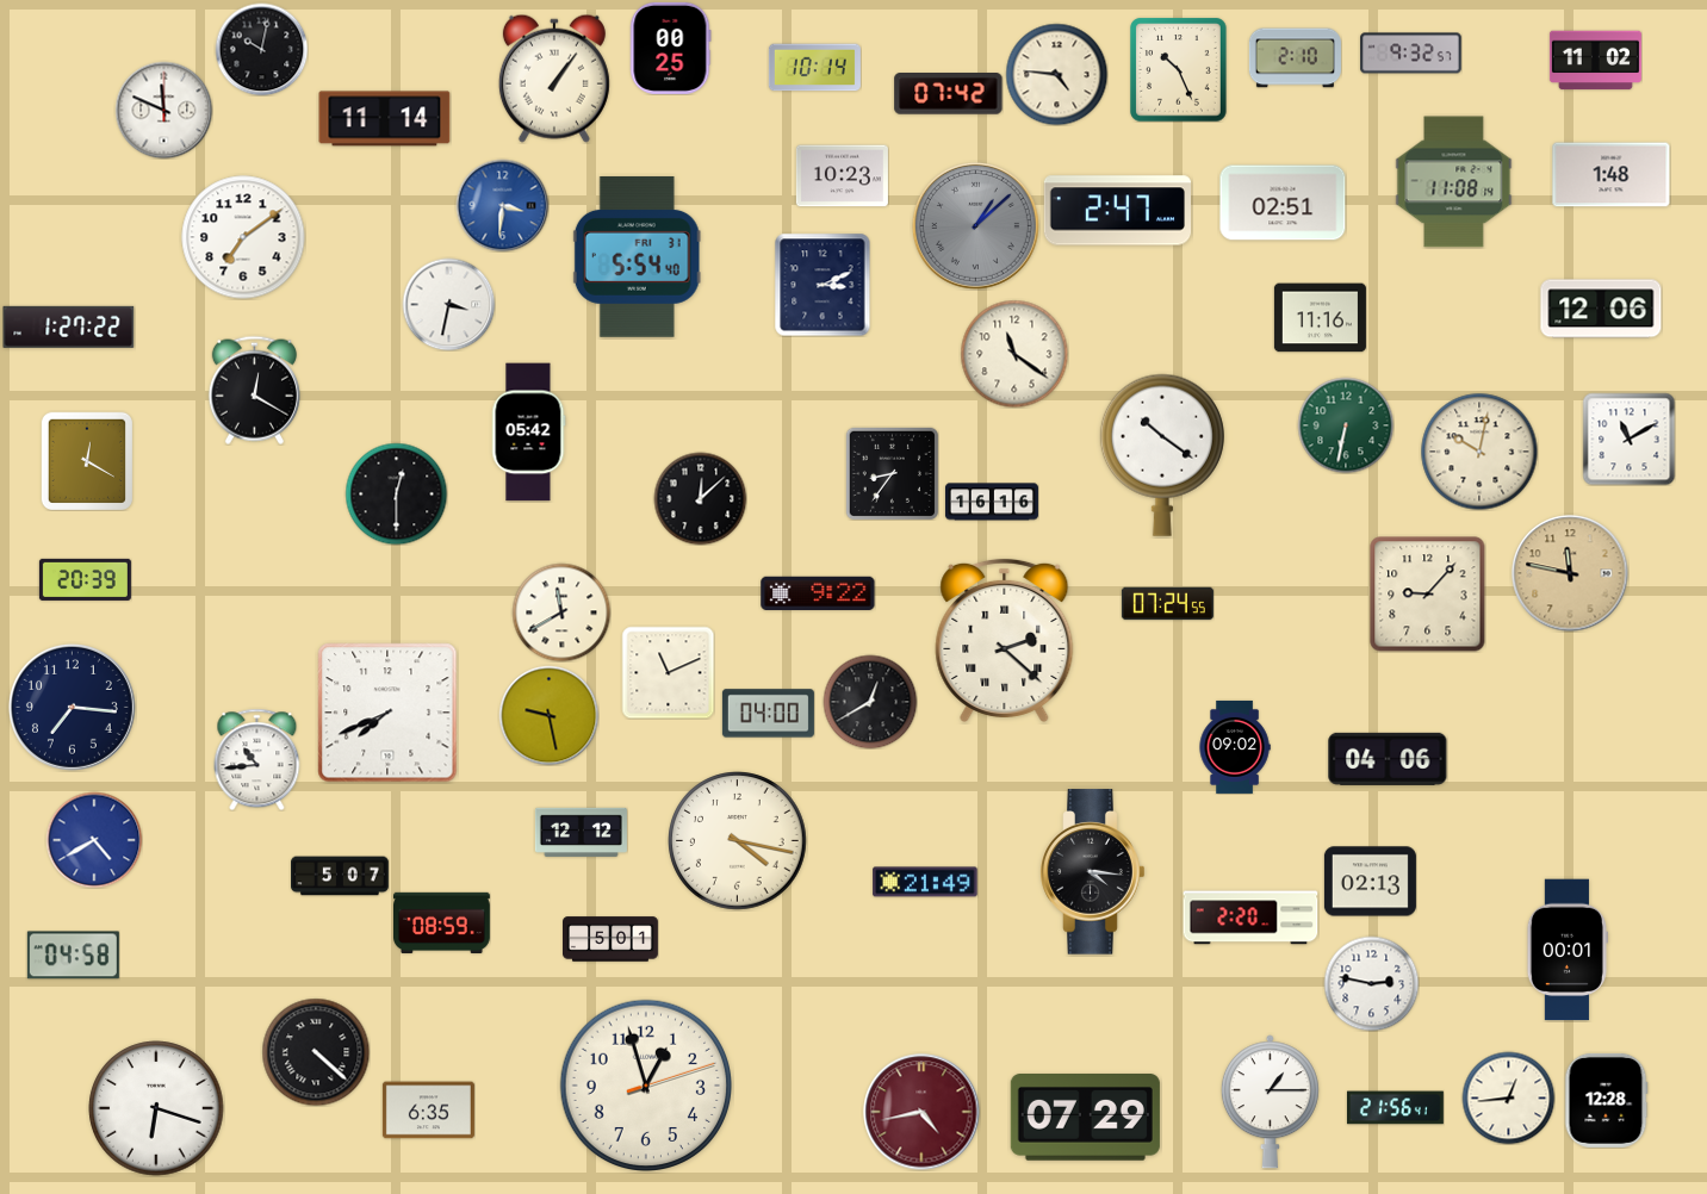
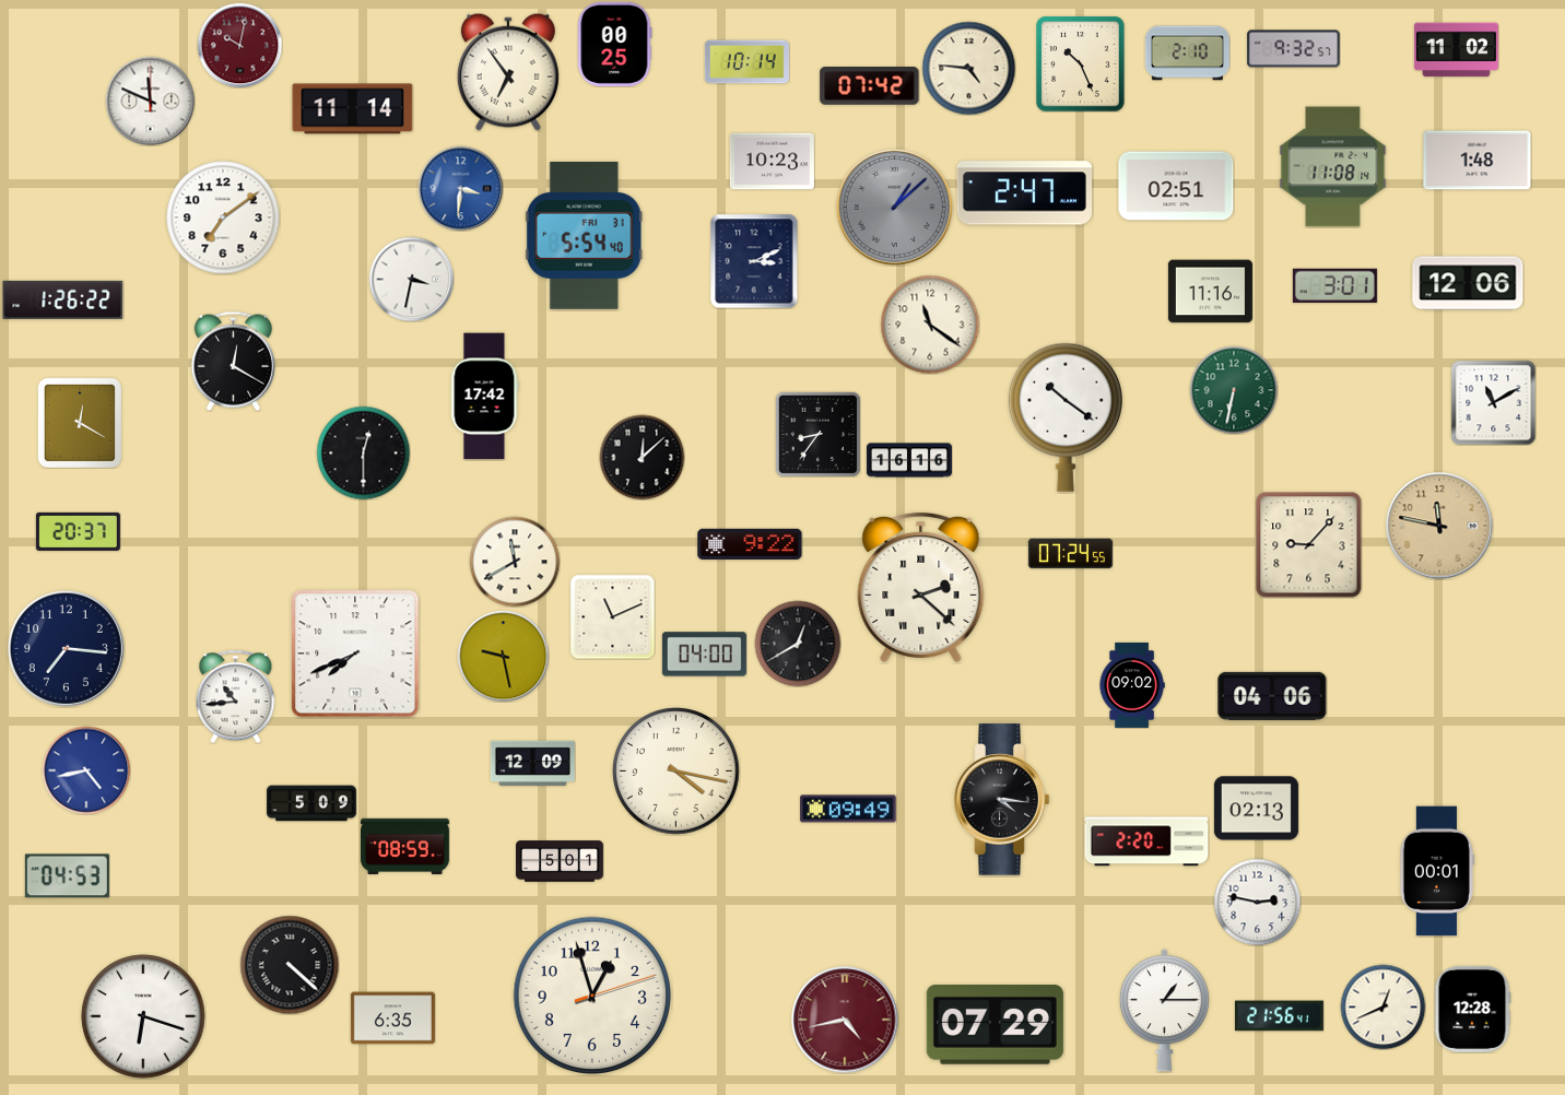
clock at (261, 49) dial: black -> burgundy
clock at (1595, 61) position: (1595, 61) -> (1456, 50)
clock at (554, 79): 1:06 -> 6:54
clock at (1334, 285): none -> 3:01
clock at (69, 327): 1:27 -> 1:26
clock at (254, 390) position: (254, 390) -> (233, 361)
clock at (528, 433): 05:42 -> 17:42
clock at (1479, 452): 10:02 -> none
clock at (85, 579): 20:39 -> 20:37
clock at (581, 832): 12:12 -> 12:09
clock at (94, 840): 4:40 -> 4:43
clock at (341, 876): 5:07 -> 5:09
clock at (925, 882): 21:49 -> 09:49
clock at (73, 956): 04:58 -> 04:53
clock at (1508, 1097): 12:44 -> 12:41
